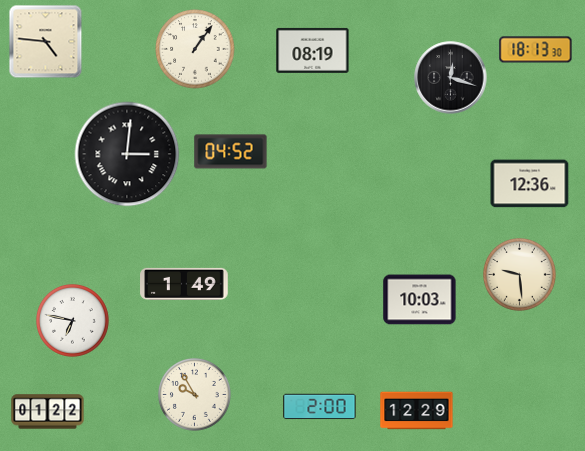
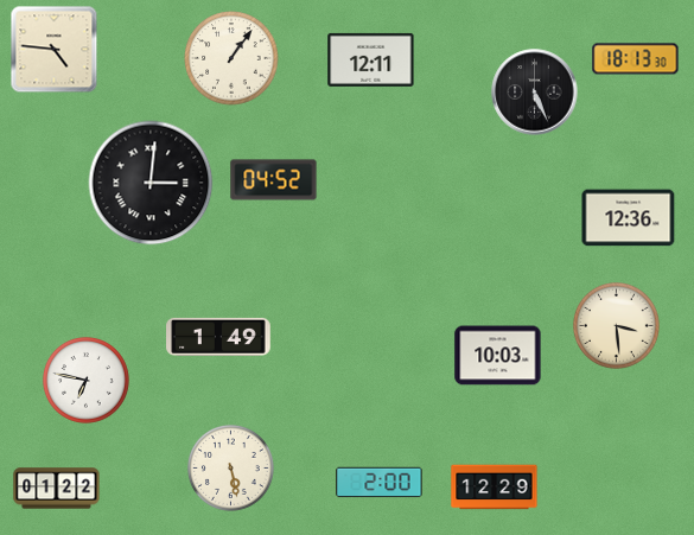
clock at (313, 50): 08:19 -> 12:11
clock at (451, 78): 12:18 -> 5:26
clock at (520, 275): 9:29 -> 3:29
clock at (195, 395): 9:55 -> 5:28
